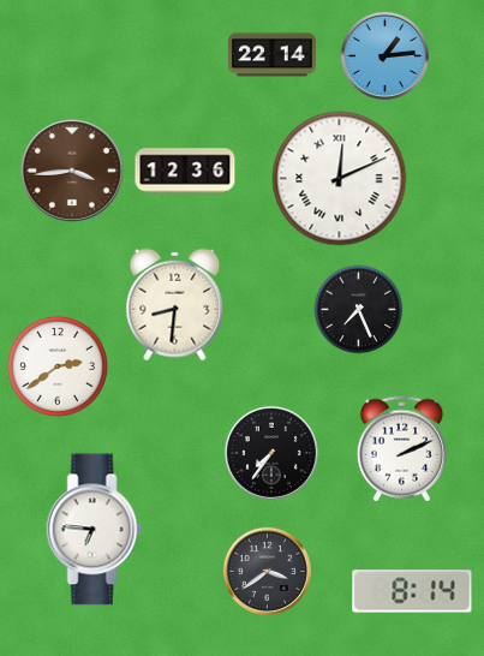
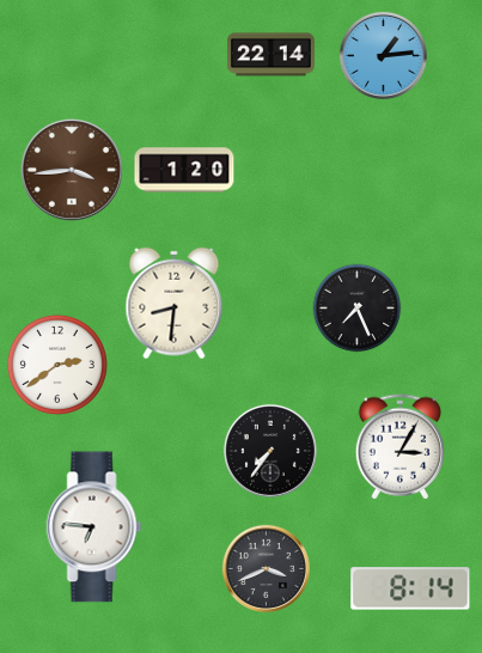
clock at (185, 171): 12:36 -> 1:20
clock at (340, 179): 12:11 -> none
clock at (402, 449): 2:11 -> 3:05
clock at (267, 571): 3:39 -> 3:41
